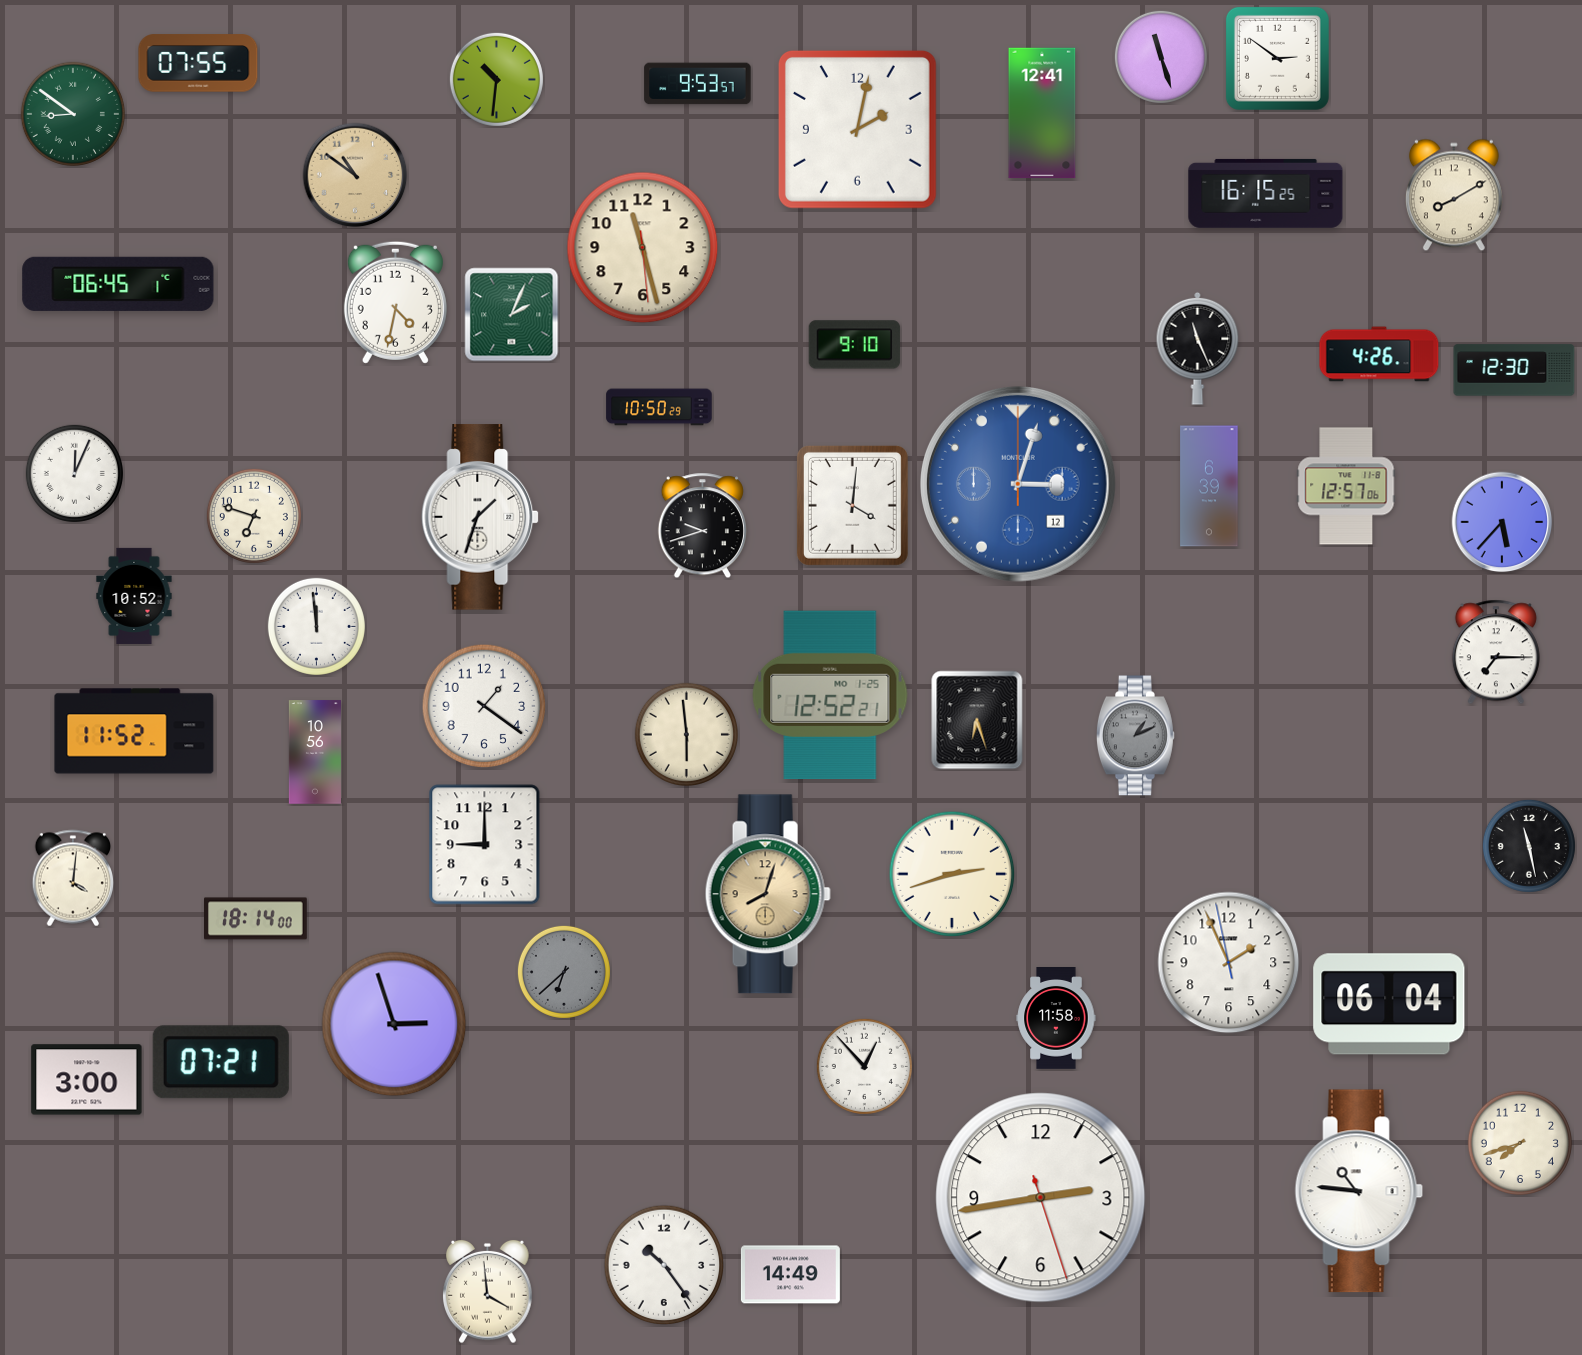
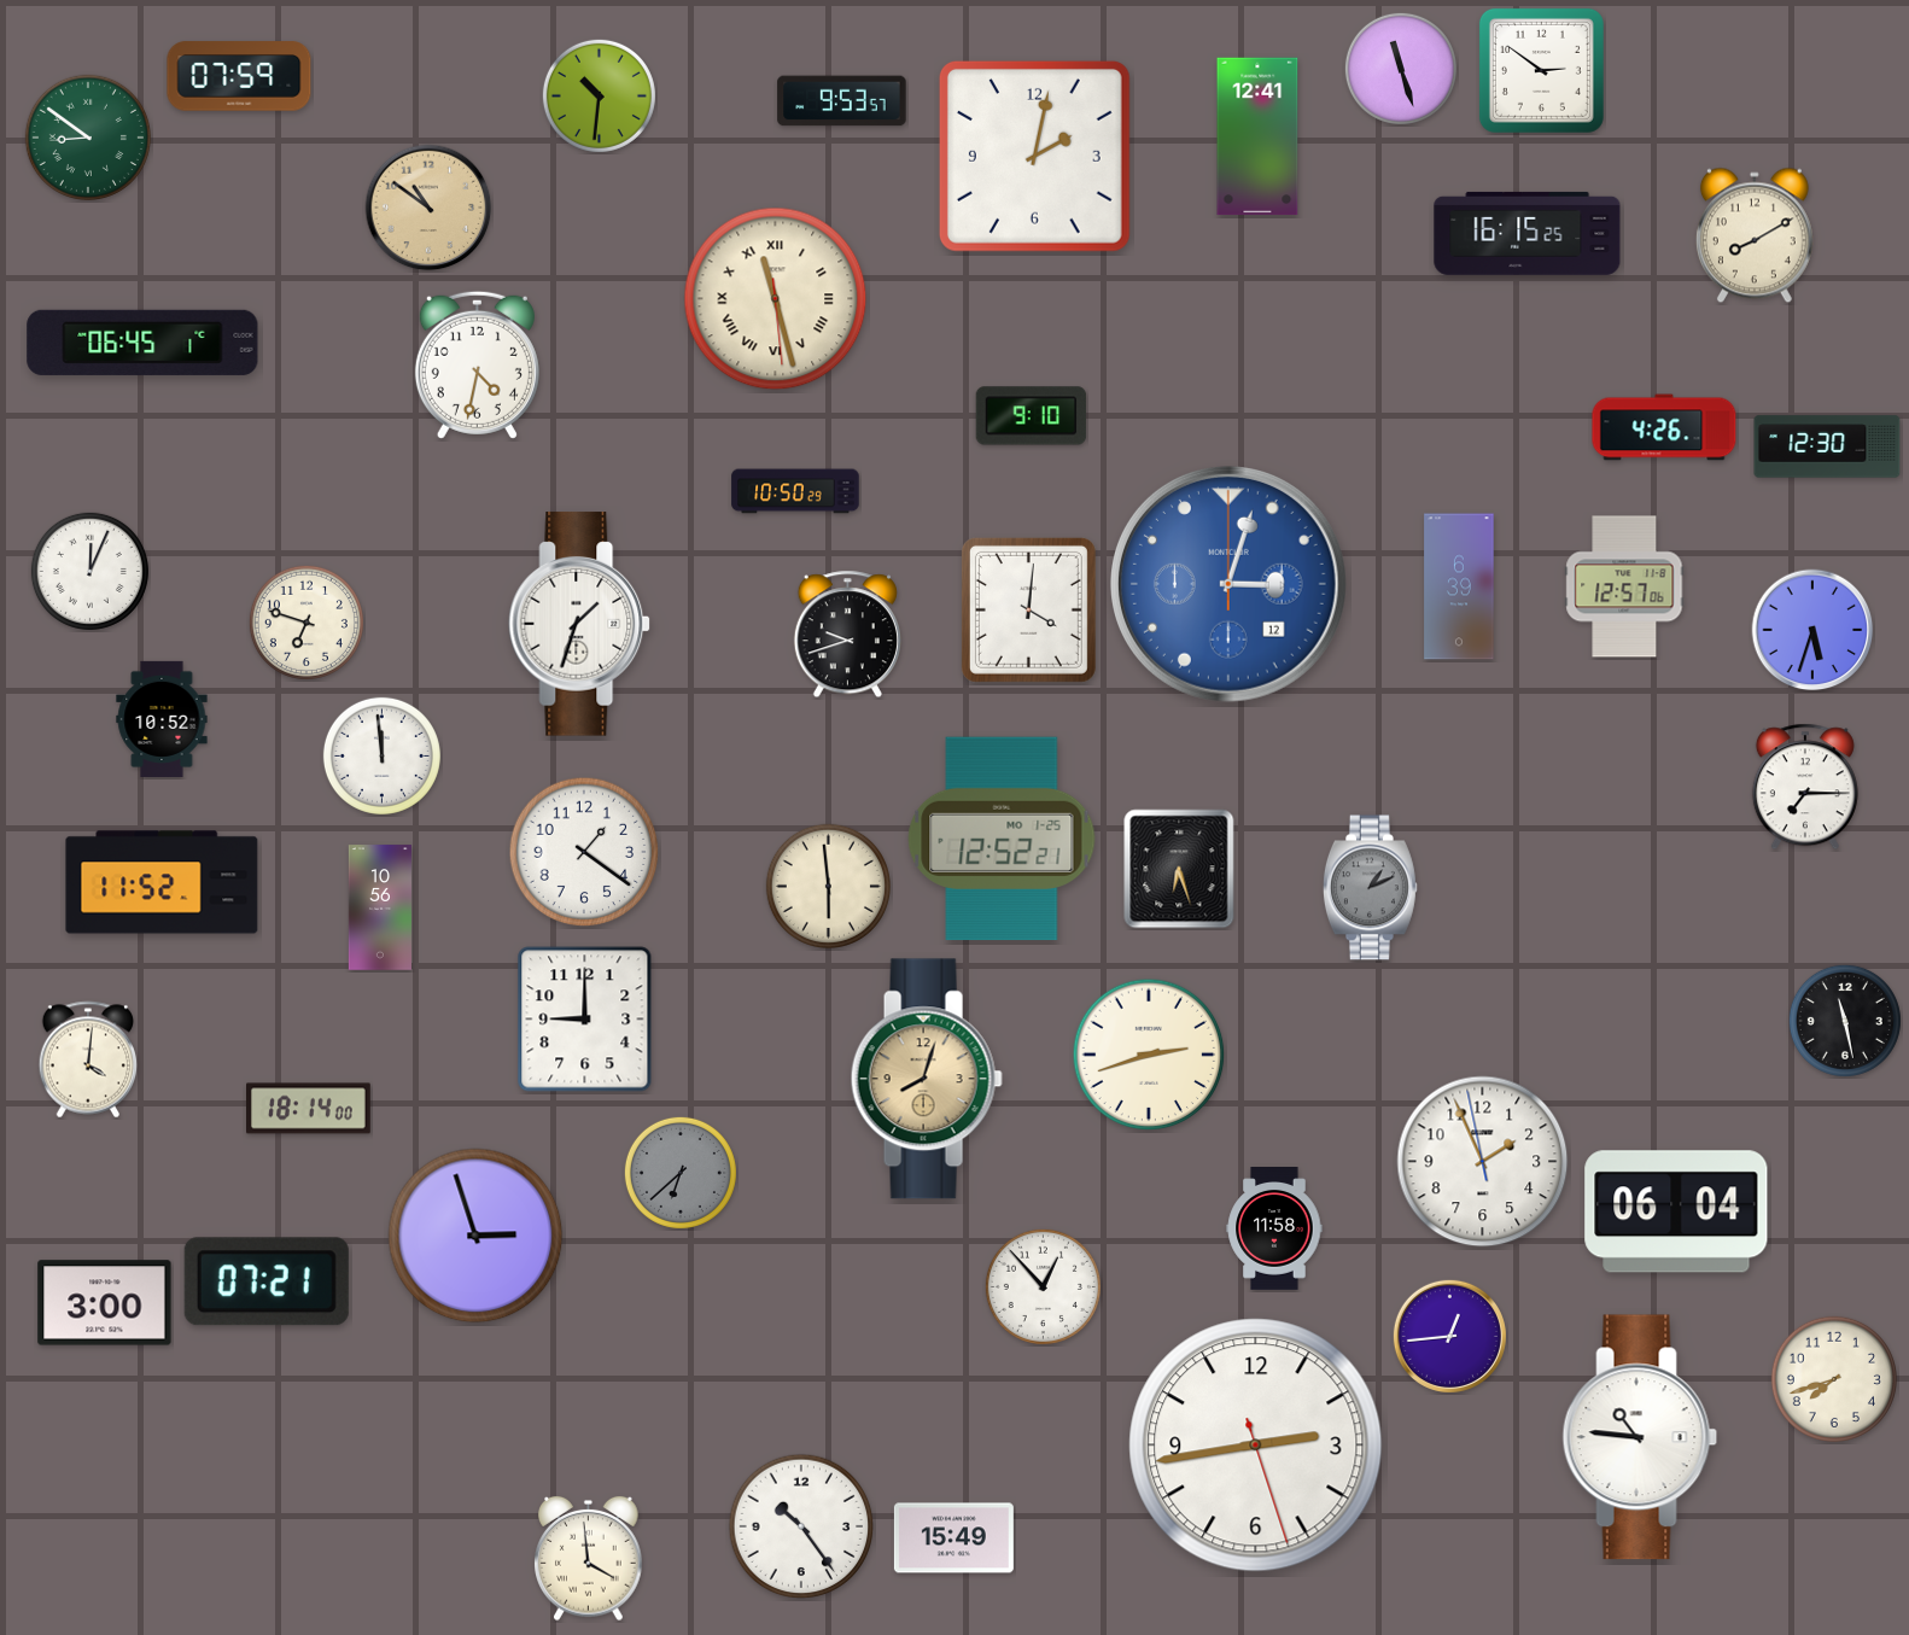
clock at (198, 63): 07:55 -> 07:59
clock at (355, 175) position: (355, 175) -> (428, 208)
clock at (643, 248) numerals: Arabic -> Roman
clock at (512, 315): 2:04 -> none
clock at (1198, 348): 11:26 -> none
clock at (1502, 522): 5:37 -> 5:33
clock at (1449, 1336): none -> 12:44
clock at (790, 1275): 14:49 -> 15:49
